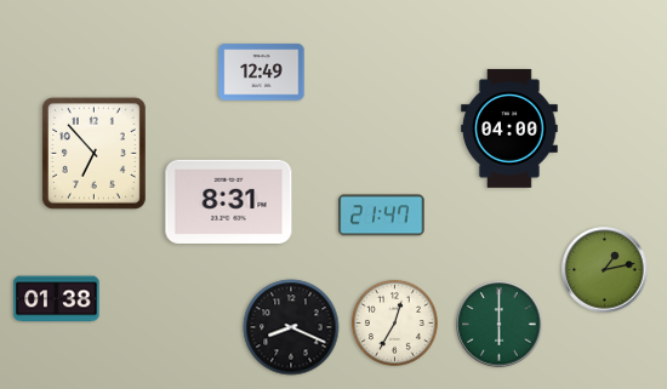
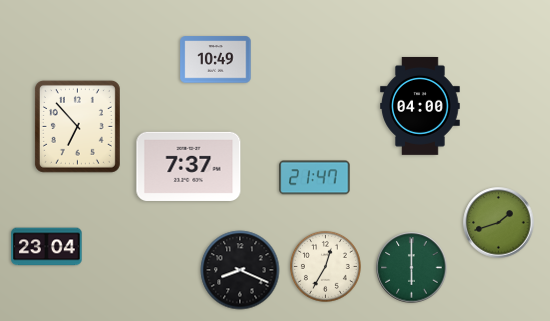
clock at (262, 73): 12:49 -> 10:49
clock at (229, 201): 8:31 -> 7:37
clock at (605, 270): 1:13 -> 1:42
clock at (57, 299): 01:38 -> 23:04
